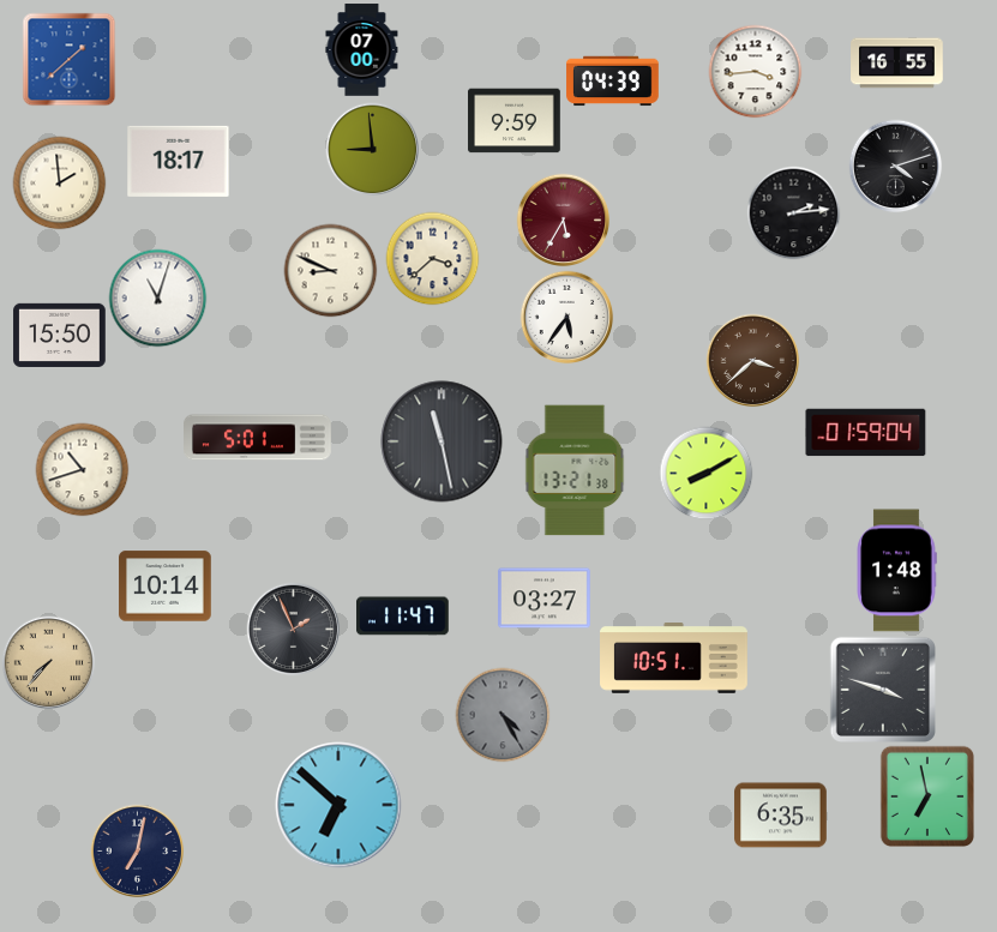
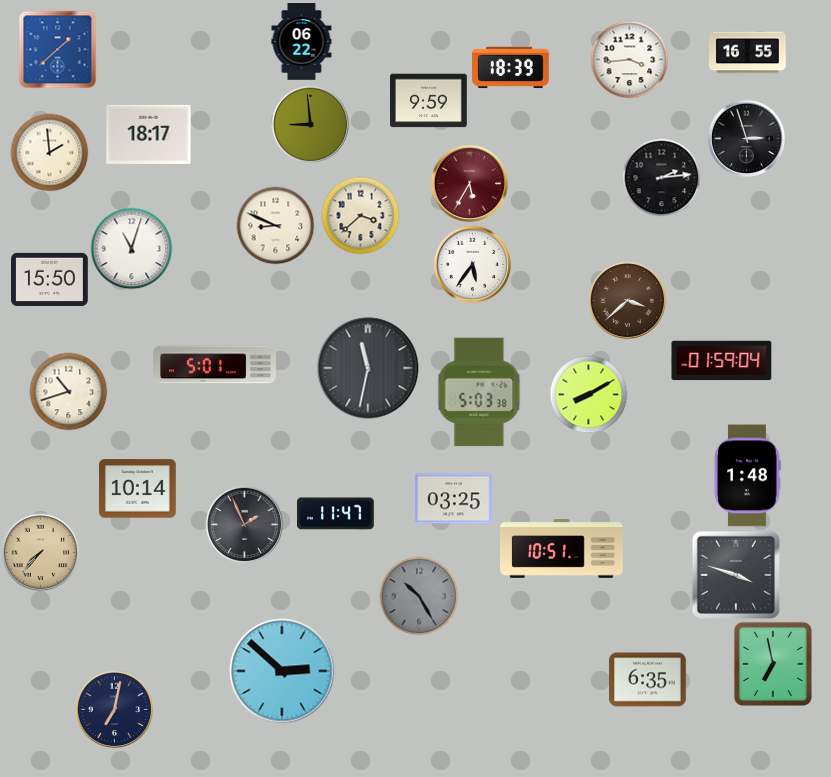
clock at (362, 50): 07:00 -> 06:22
clock at (613, 82): 04:39 -> 18:39
clock at (895, 166): 4:12 -> 2:57
clock at (442, 441): 11:28 -> 11:32
clock at (575, 470): 13:21 -> 5:03
clock at (545, 599): 03:27 -> 03:25
clock at (503, 715): 4:25 -> 10:25
clock at (338, 805): 6:52 -> 2:52
clock at (781, 816) position: (781, 816) -> (648, 680)
